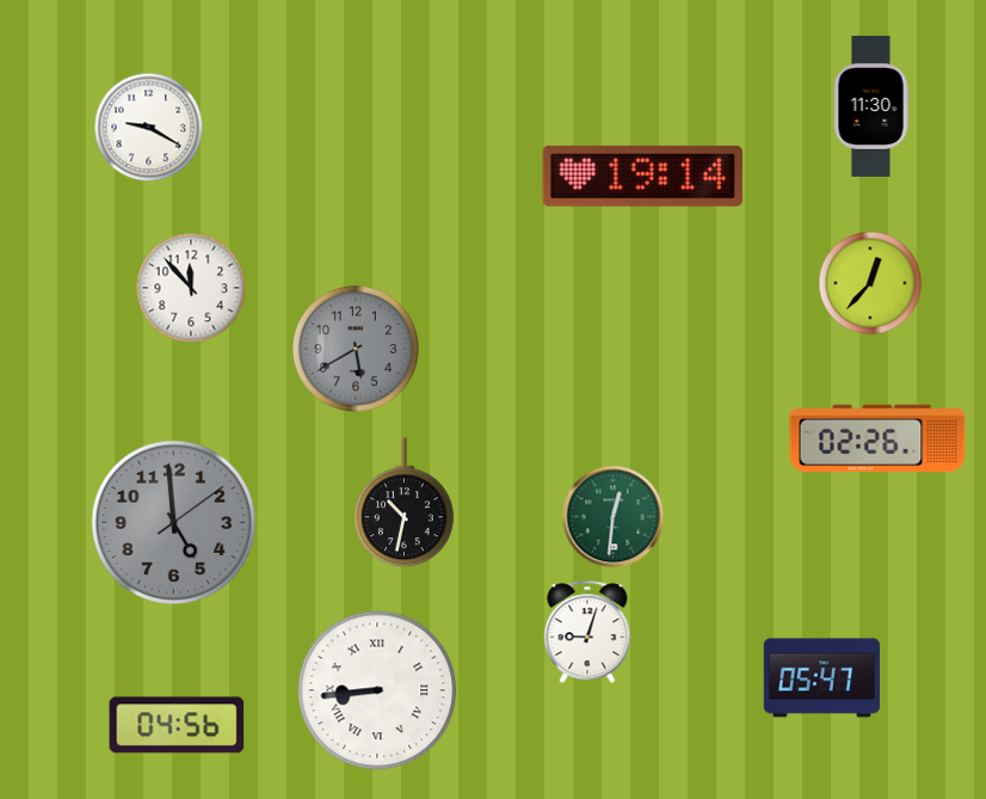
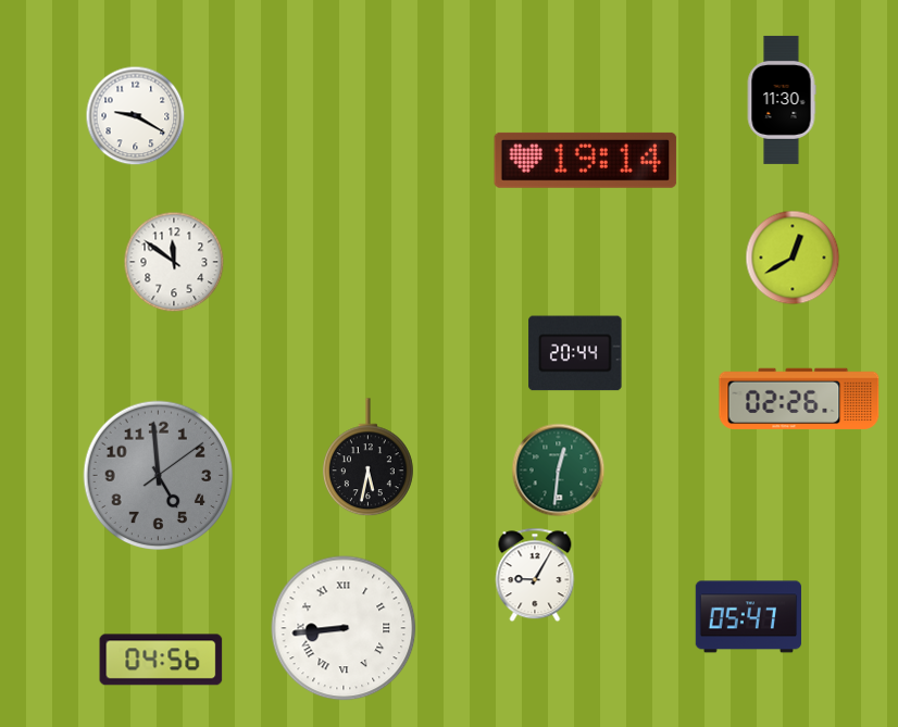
clock at (871, 106) position: (871, 106) -> (782, 100)
clock at (870, 283): 12:37 -> 12:40
clock at (191, 288): 11:53 -> 11:51
clock at (356, 349): 5:40 -> none
clock at (575, 353): none -> 20:44
clock at (403, 503): 10:32 -> 5:32
clock at (587, 632): 9:03 -> 9:05
